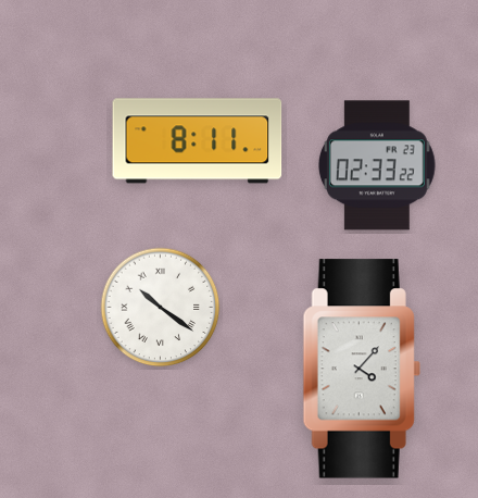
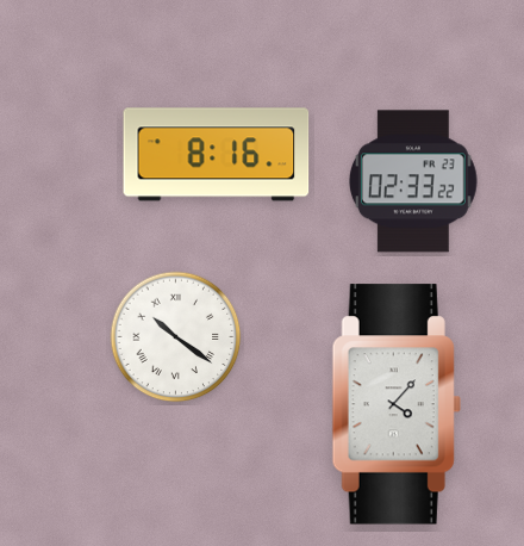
clock at (198, 141): 8:11 -> 8:16
